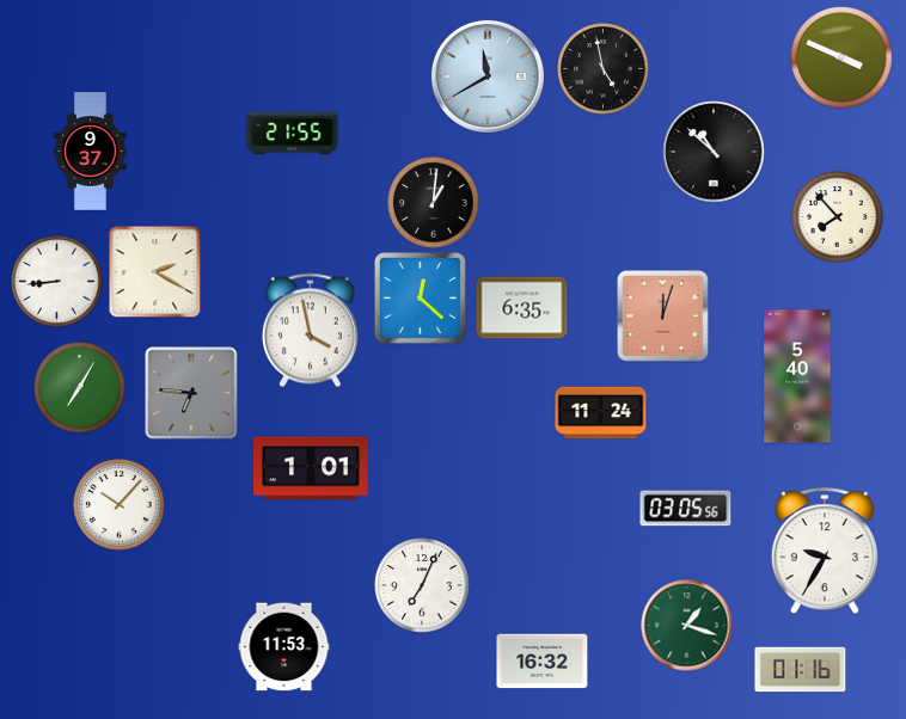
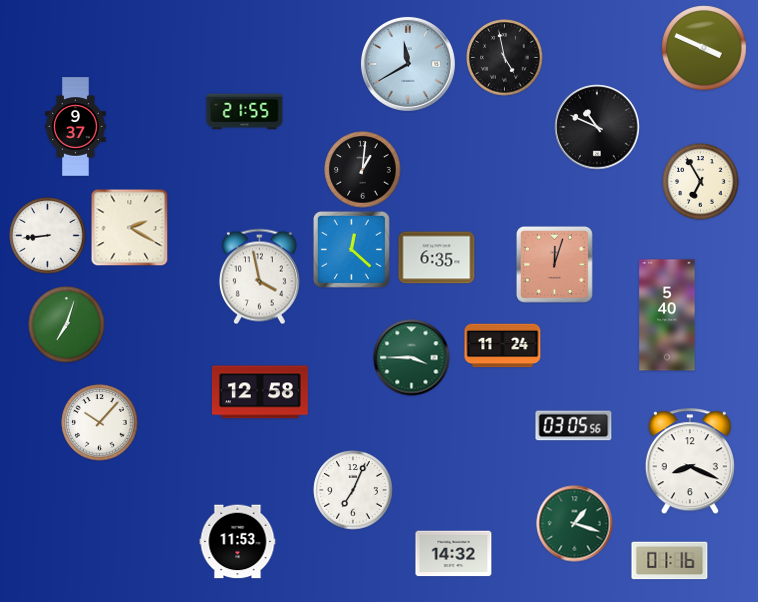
clock at (714, 152): 10:52 -> 10:49
clock at (838, 217): 7:53 -> 6:55
clock at (80, 388): 7:05 -> 7:03
clock at (191, 393): 6:46 -> none
clock at (412, 358): none -> 3:45
clock at (311, 468): 1:01 -> 12:58
clock at (825, 552): 9:35 -> 8:19
clock at (543, 662): 16:32 -> 14:32
